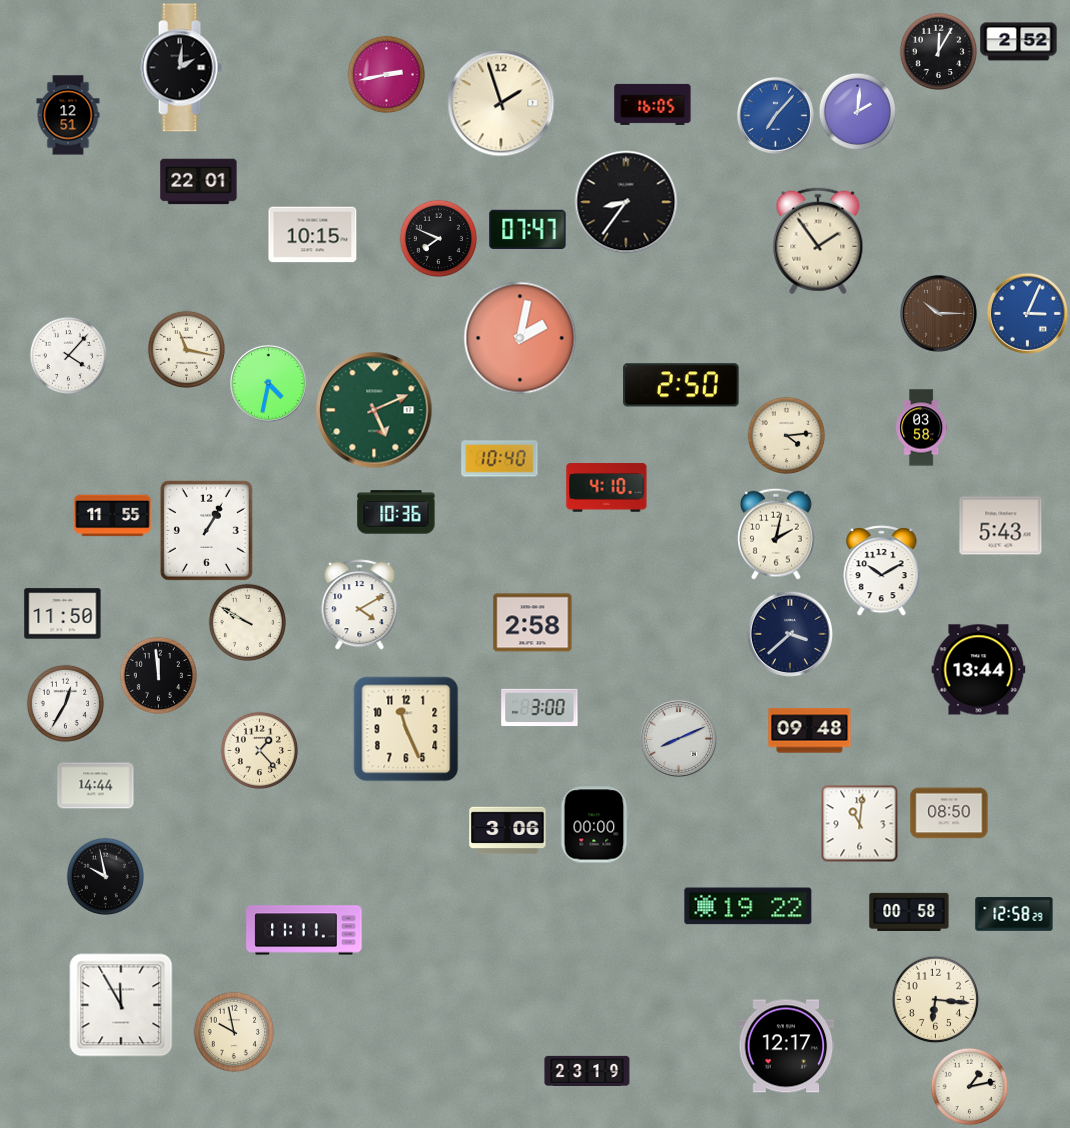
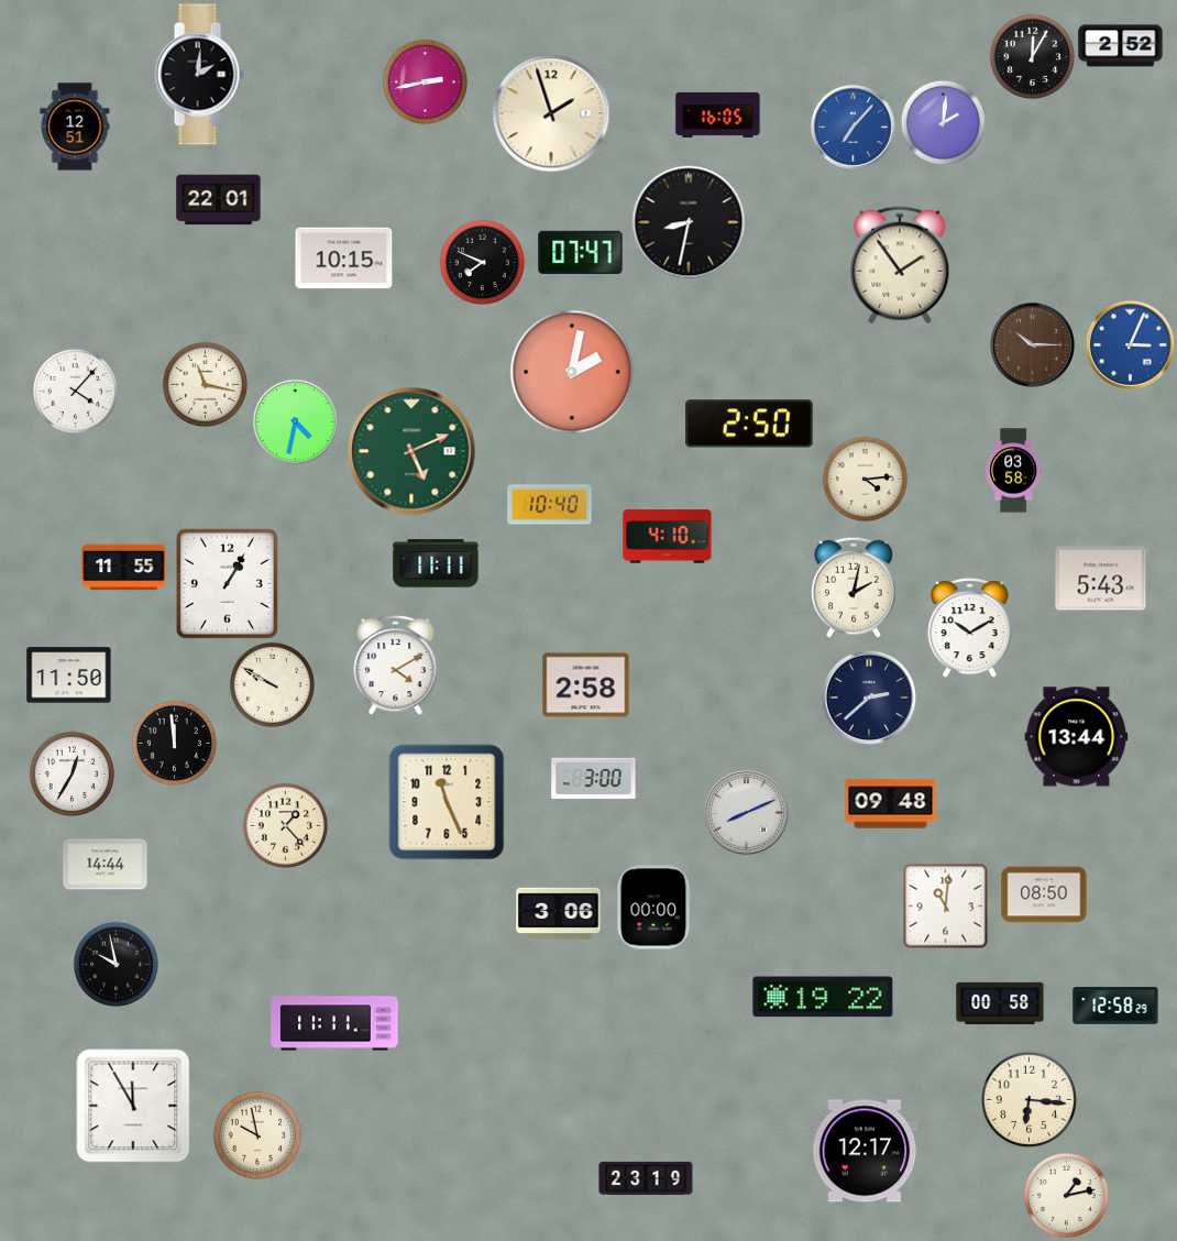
clock at (626, 202): 8:36 -> 8:32
clock at (396, 512): 10:36 -> 11:11
clock at (789, 633): 3:38 -> 2:38
